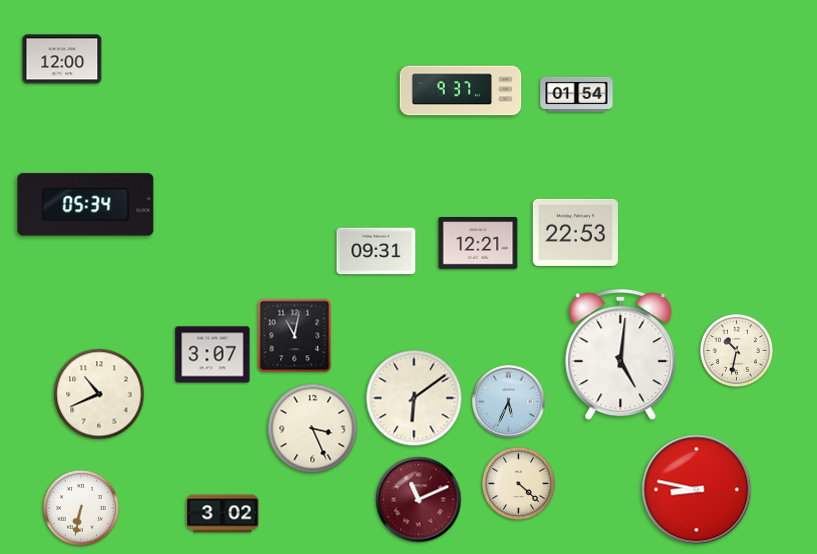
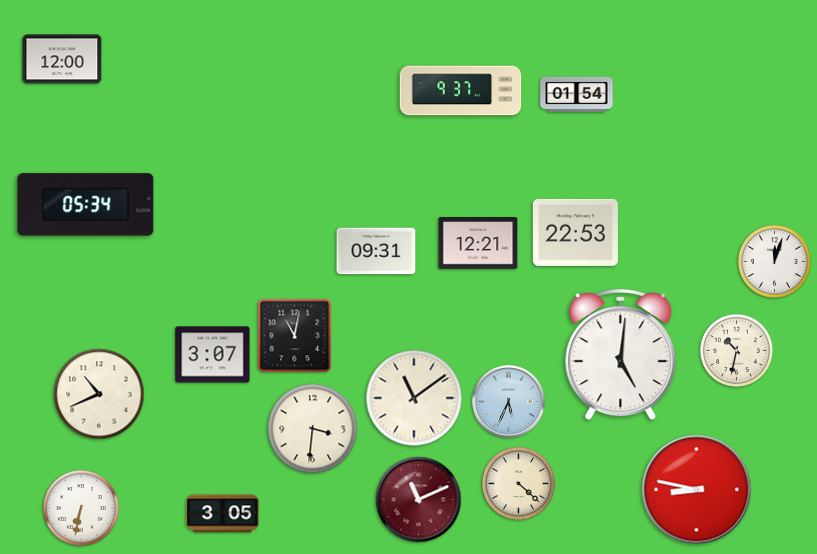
clock at (774, 261): none -> 12:03
clock at (414, 398): 6:09 -> 11:09
clock at (313, 429): 3:26 -> 3:31
clock at (223, 514): 3:02 -> 3:05
